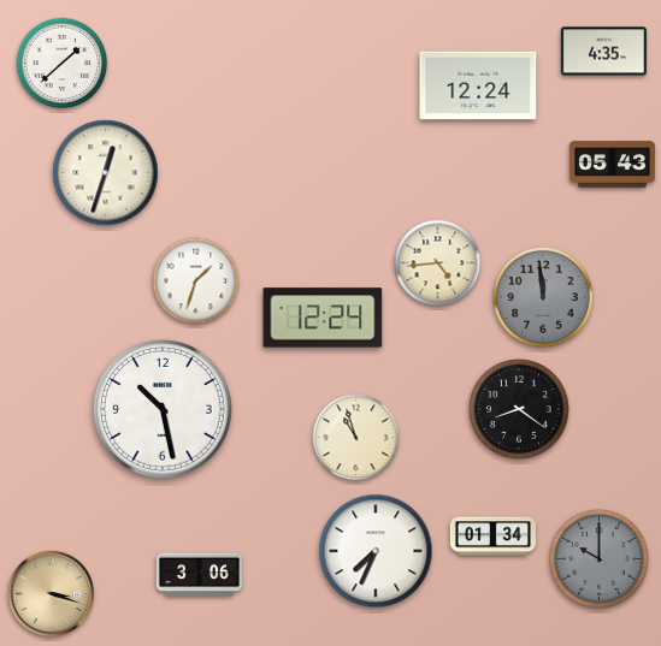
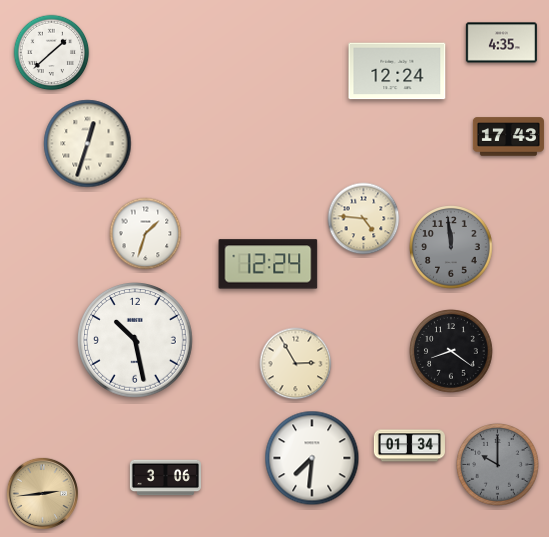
clock at (612, 165): 05:43 -> 17:43
clock at (438, 263): 4:44 -> 4:46
clock at (196, 281) position: (196, 281) -> (146, 234)
clock at (519, 409) position: (519, 409) -> (451, 351)
clock at (356, 438): 10:57 -> 2:55
clock at (376, 551): 7:34 -> 7:31
clock at (51, 593): 3:18 -> 2:44
